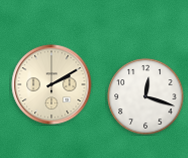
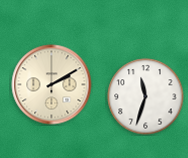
clock at (146, 97): 12:18 -> 11:33
